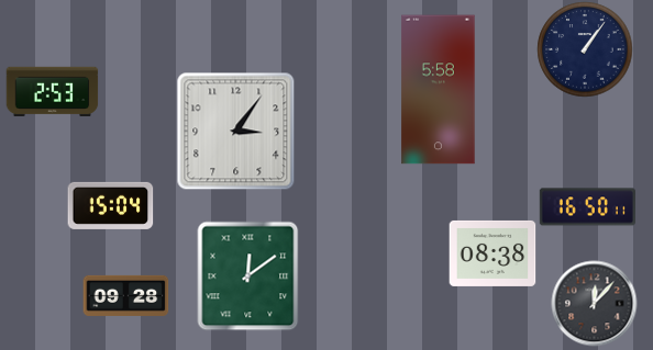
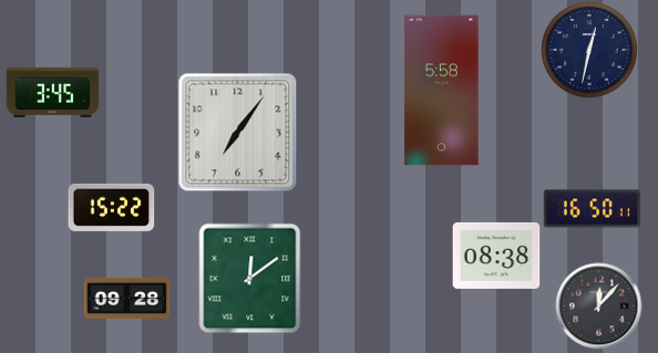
clock at (585, 49): 1:06 -> 12:32
clock at (52, 91): 2:53 -> 3:45
clock at (235, 131): 3:06 -> 7:06
clock at (110, 205): 15:04 -> 15:22
